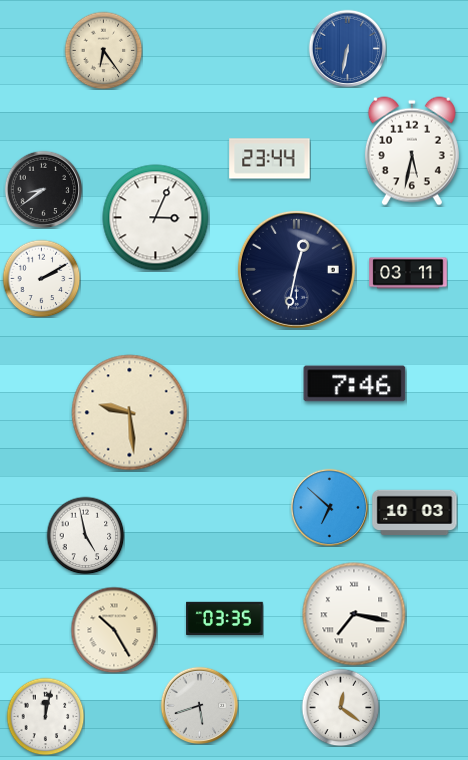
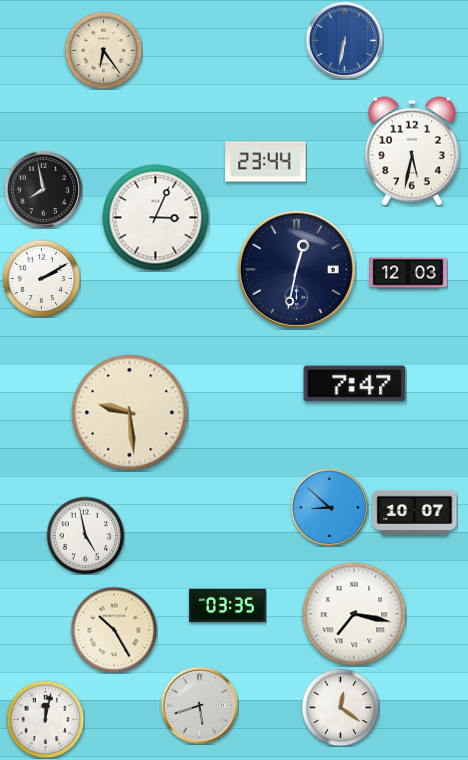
clock at (347, 48) position: (347, 48) -> (344, 40)
clock at (270, 159) position: (270, 159) -> (266, 162)
clock at (43, 189): 8:39 -> 7:58
clock at (408, 273): 03:11 -> 12:03
clock at (355, 384): 7:46 -> 7:47
clock at (329, 507): 6:52 -> 8:52
clock at (415, 512): 10:03 -> 10:07
clock at (225, 619) position: (225, 619) -> (228, 606)
clock at (45, 716) position: (45, 716) -> (45, 719)
